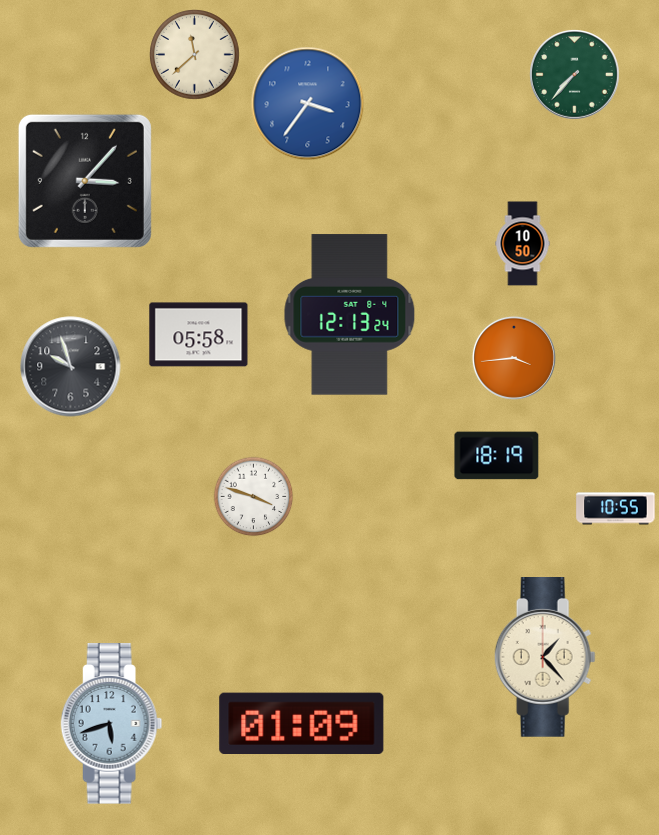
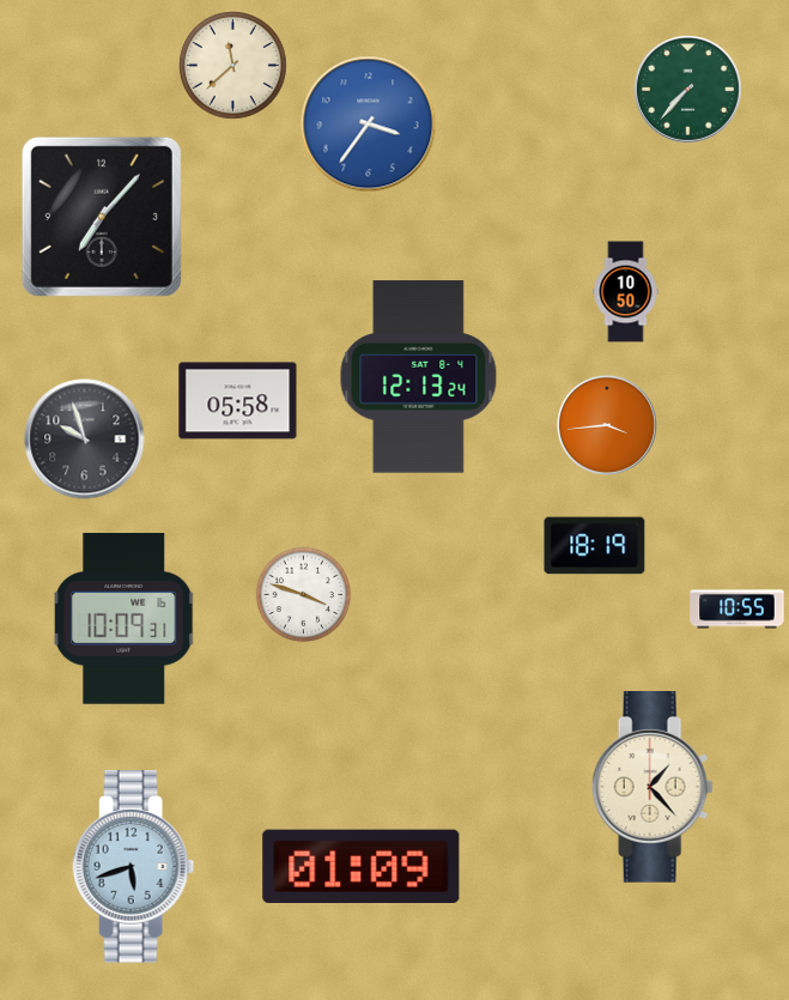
clock at (85, 181): 3:07 -> 7:07
clock at (514, 358) position: (514, 358) -> (607, 425)
clock at (125, 618): none -> 10:09
